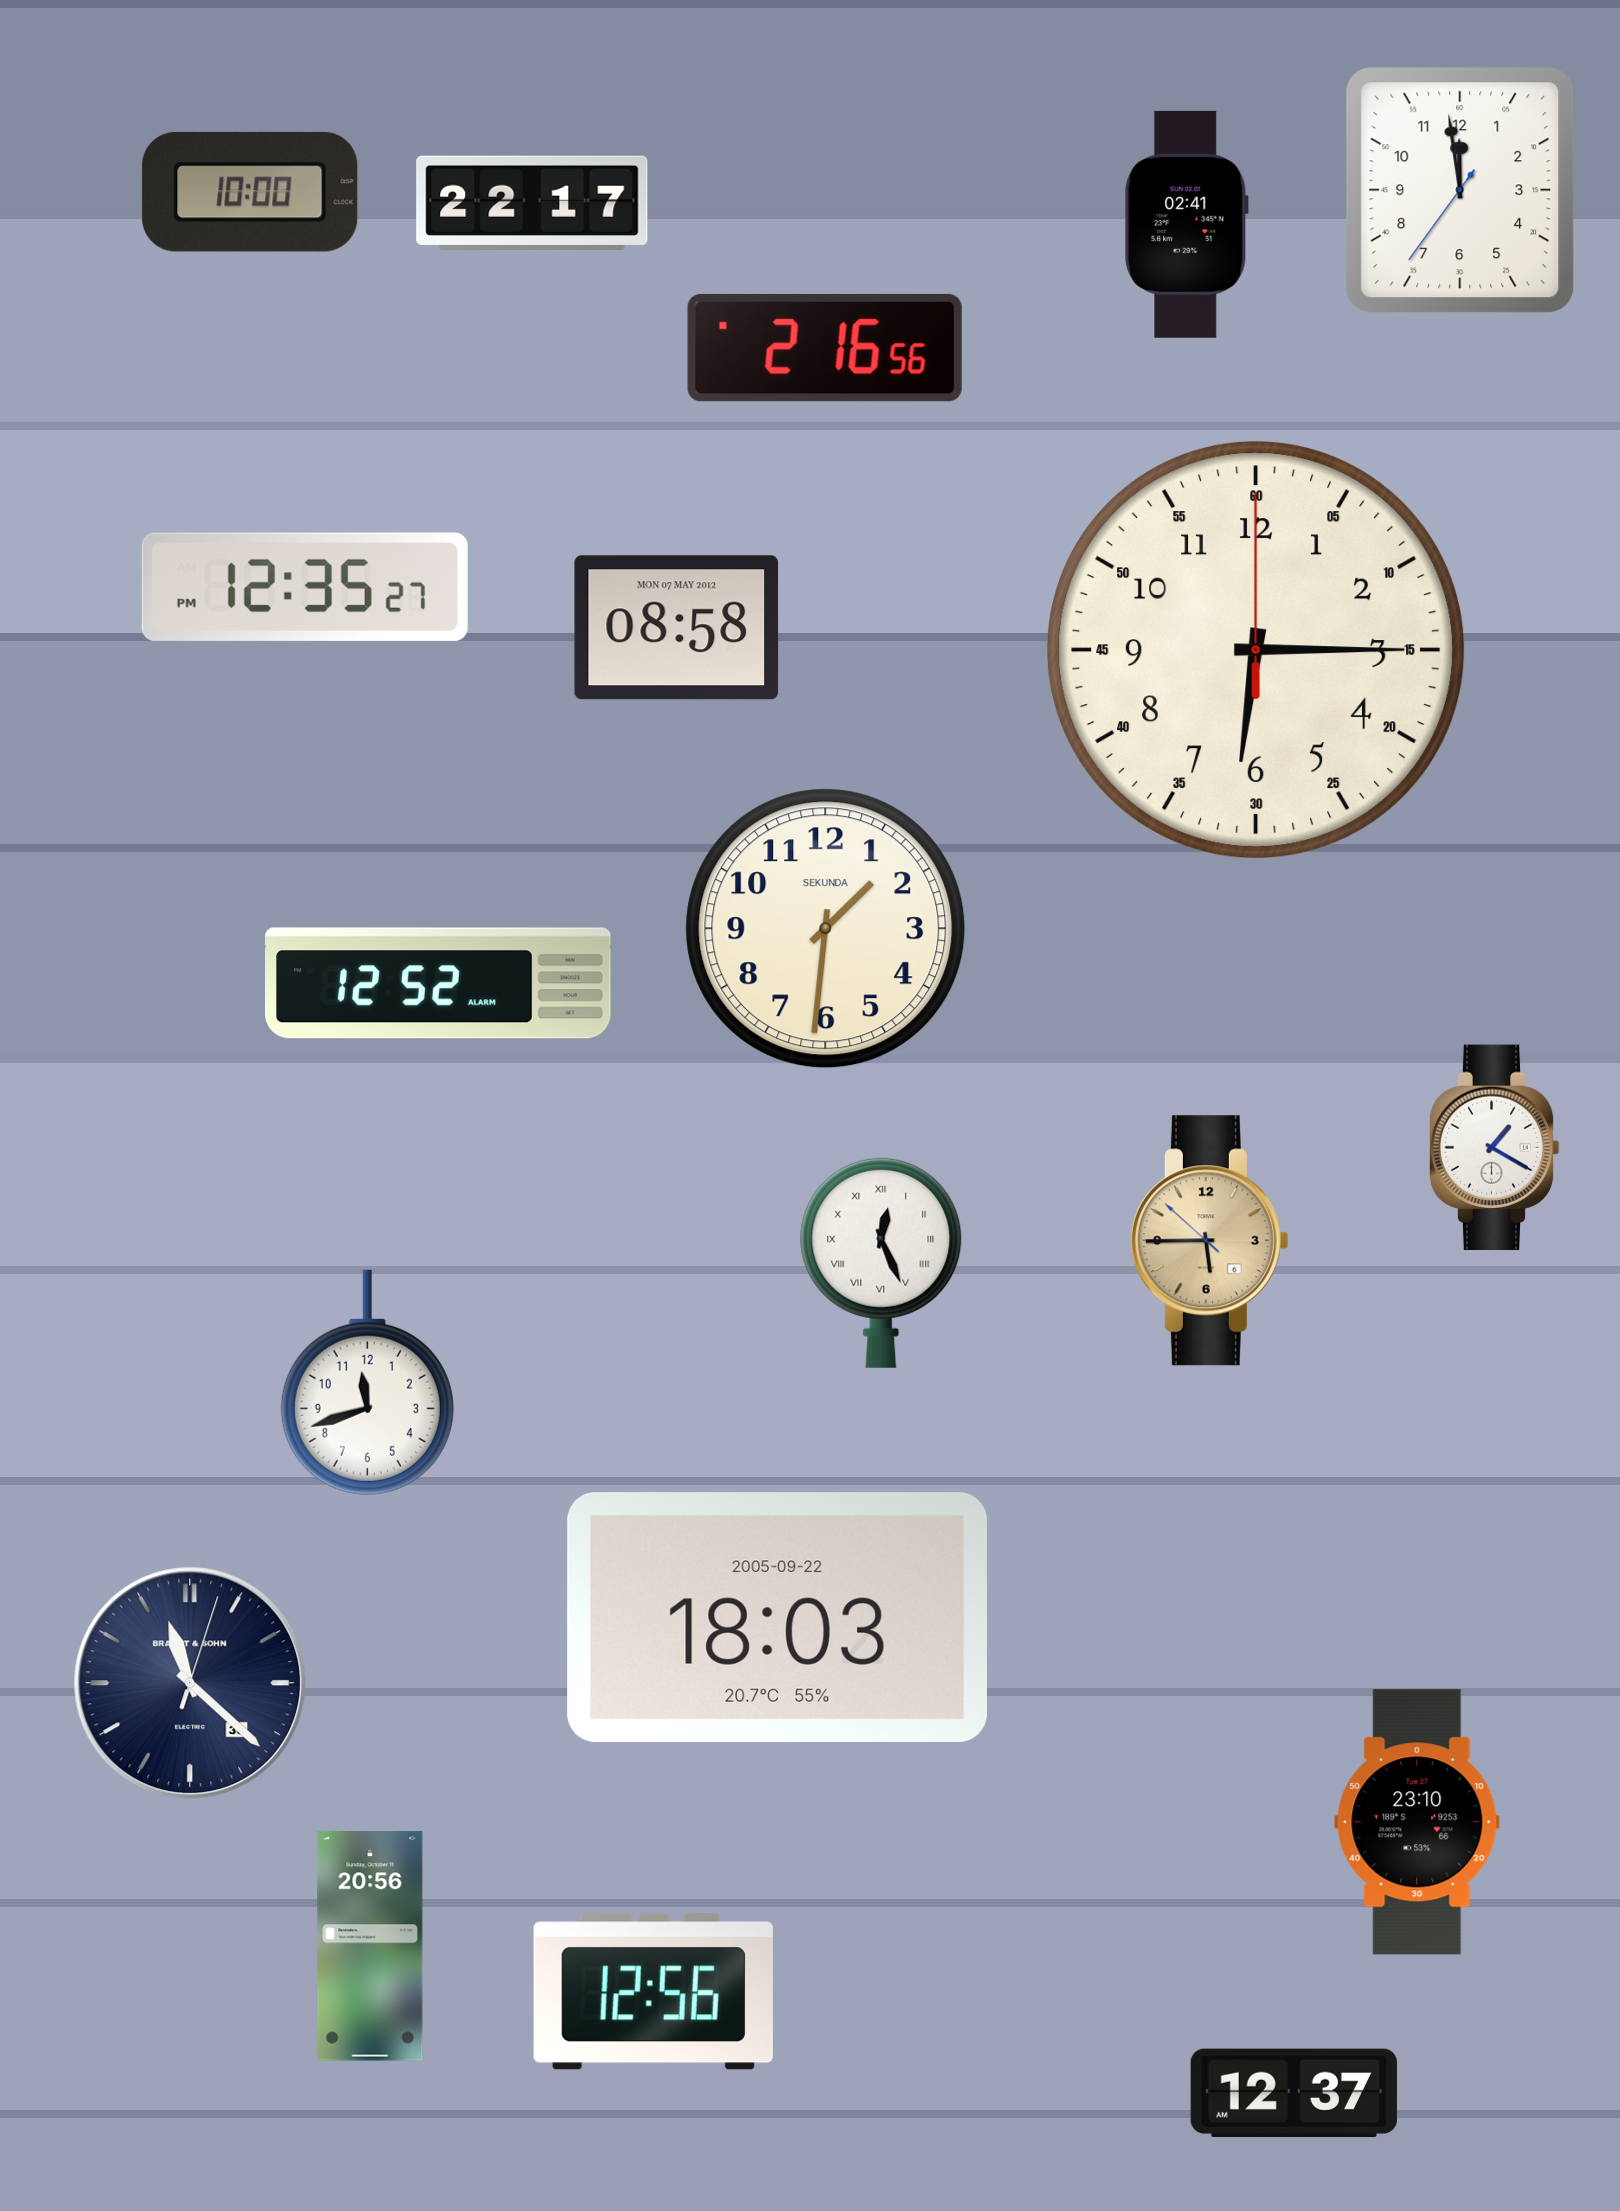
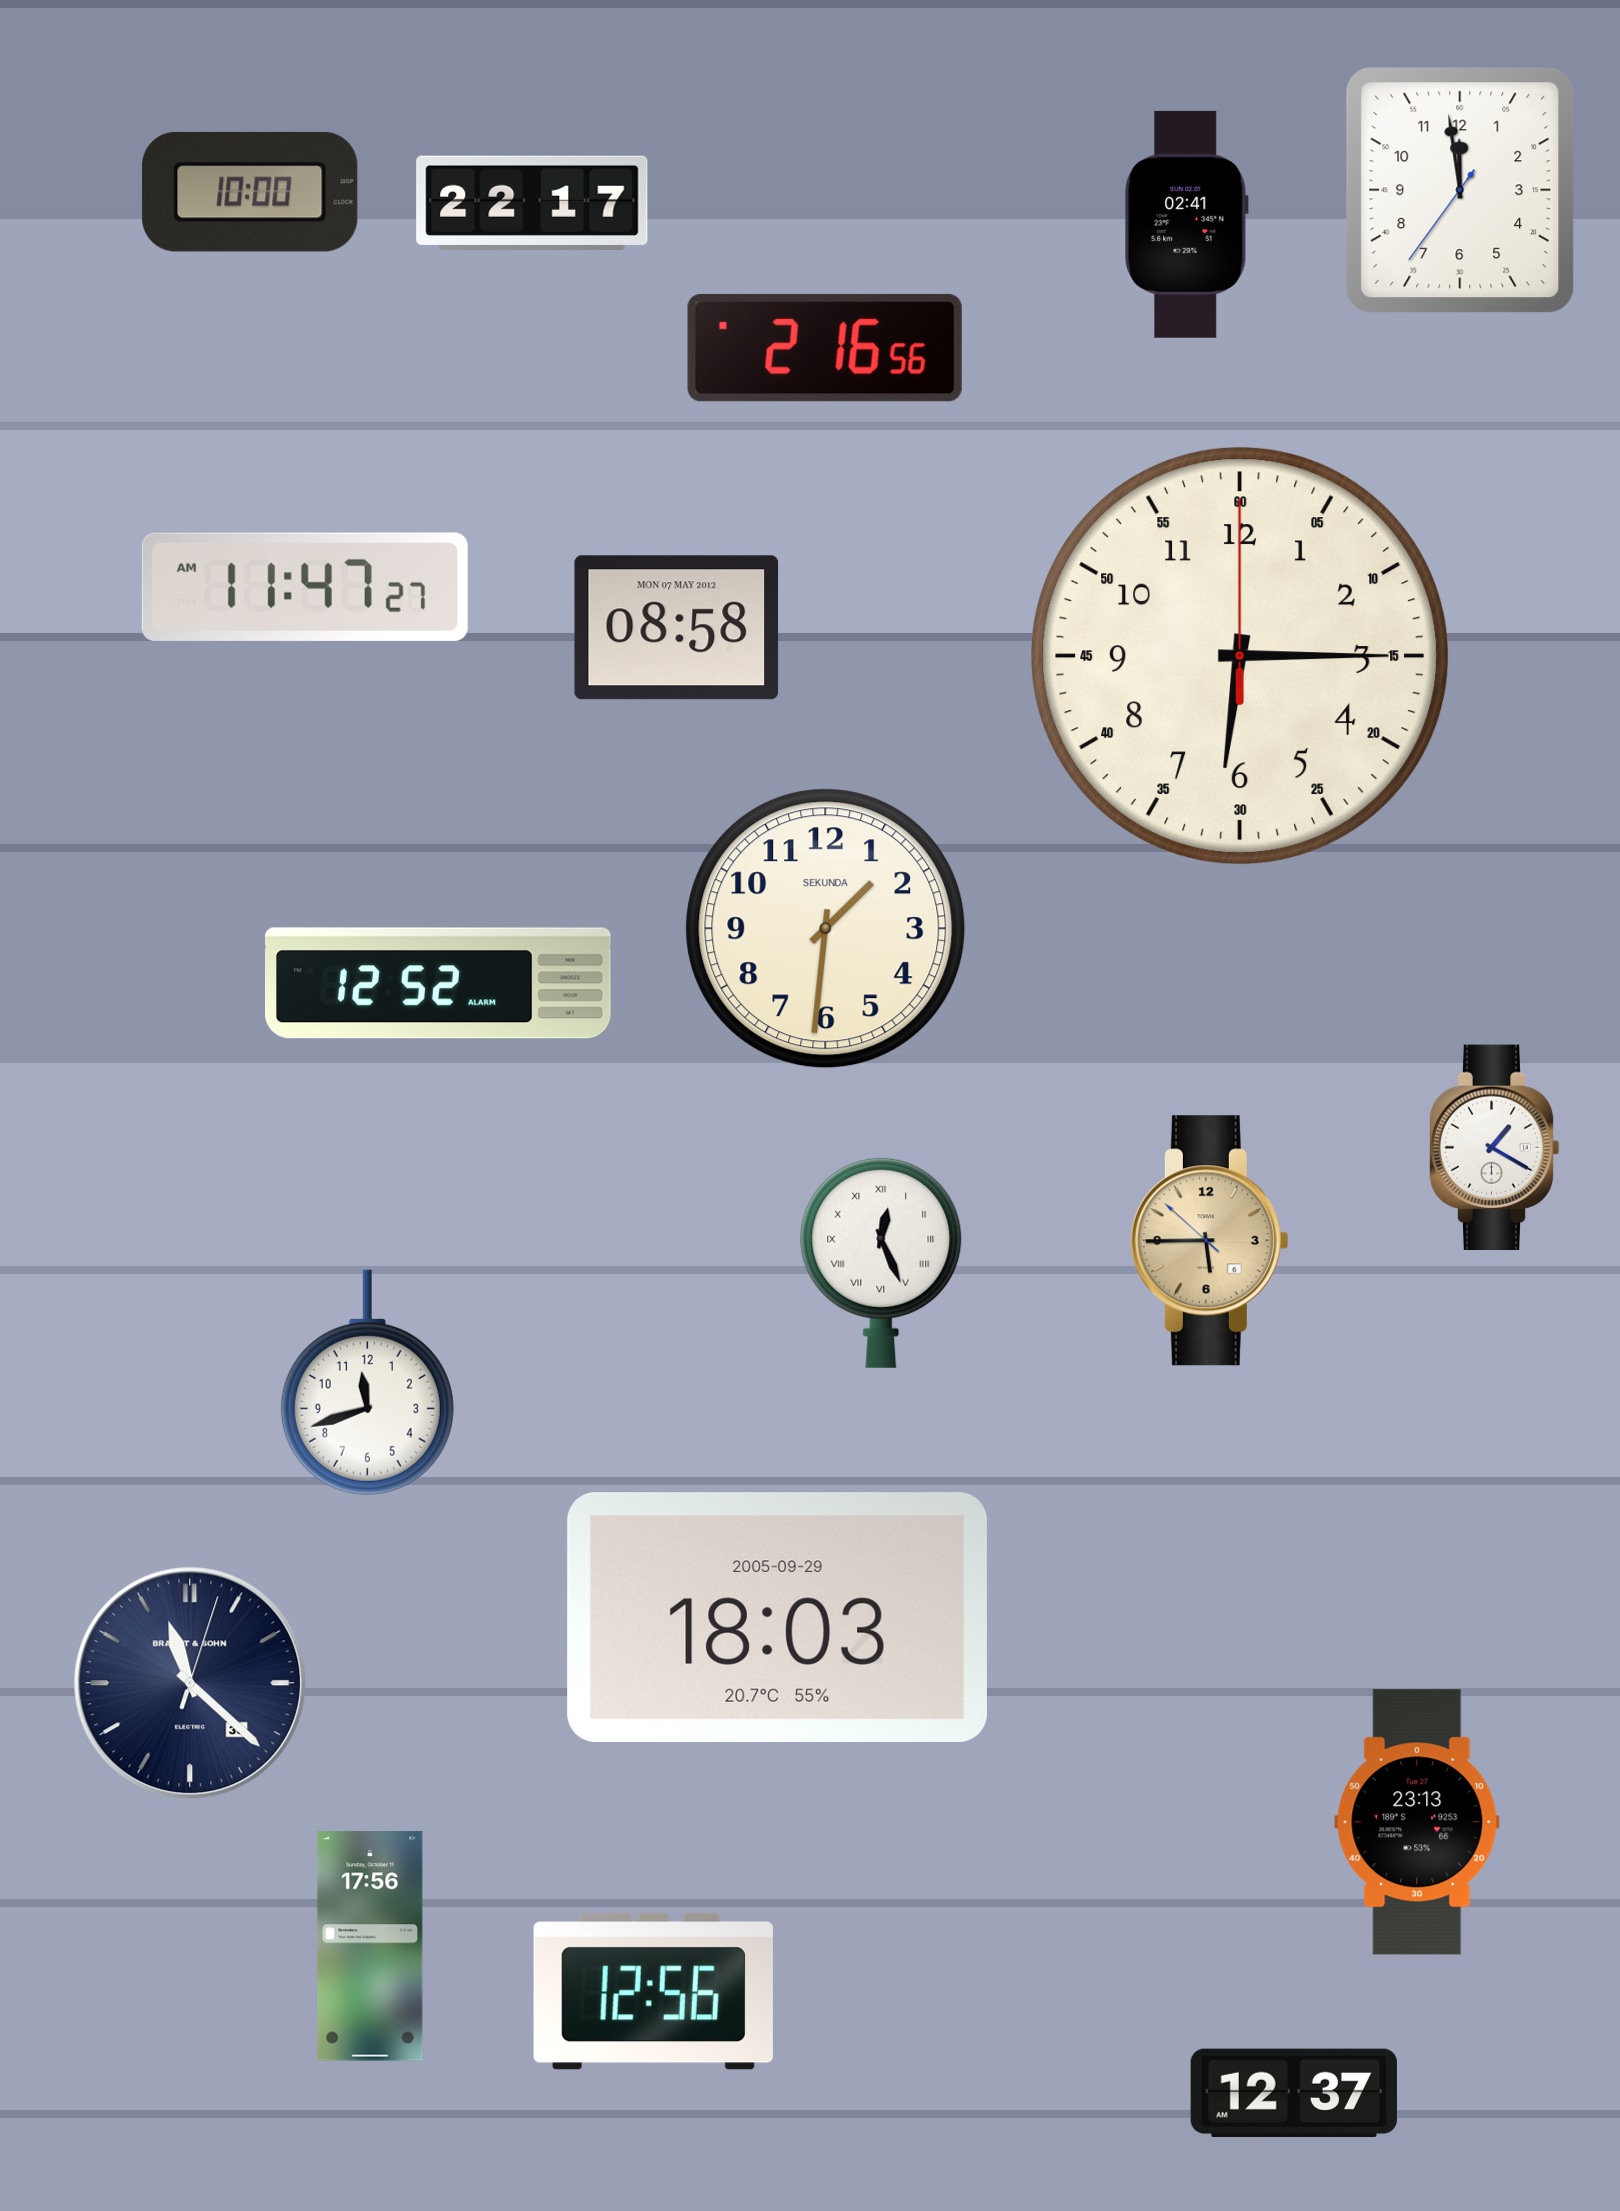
clock at (305, 587): 12:35 -> 11:47
clock at (1256, 650) position: (1256, 650) -> (1240, 656)
clock at (777, 1617) date: 2005-09-22 -> 2005-09-29
clock at (1417, 1822): 23:10 -> 23:13
clock at (370, 1946): 20:56 -> 17:56
